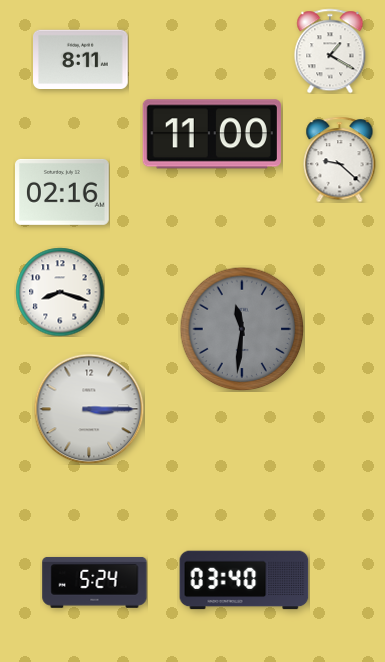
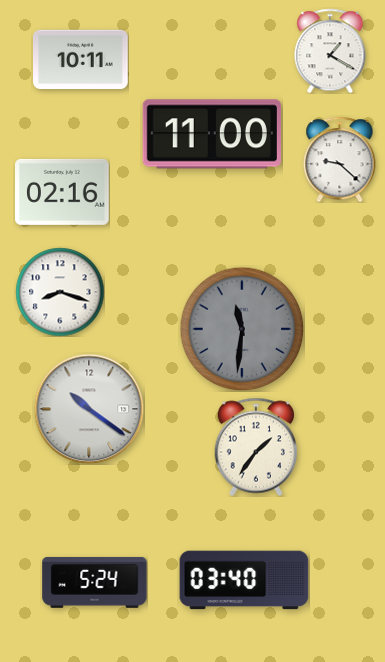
clock at (81, 59): 8:11 -> 10:11
clock at (89, 409): 3:15 -> 10:21
clock at (255, 447): none -> 1:36
